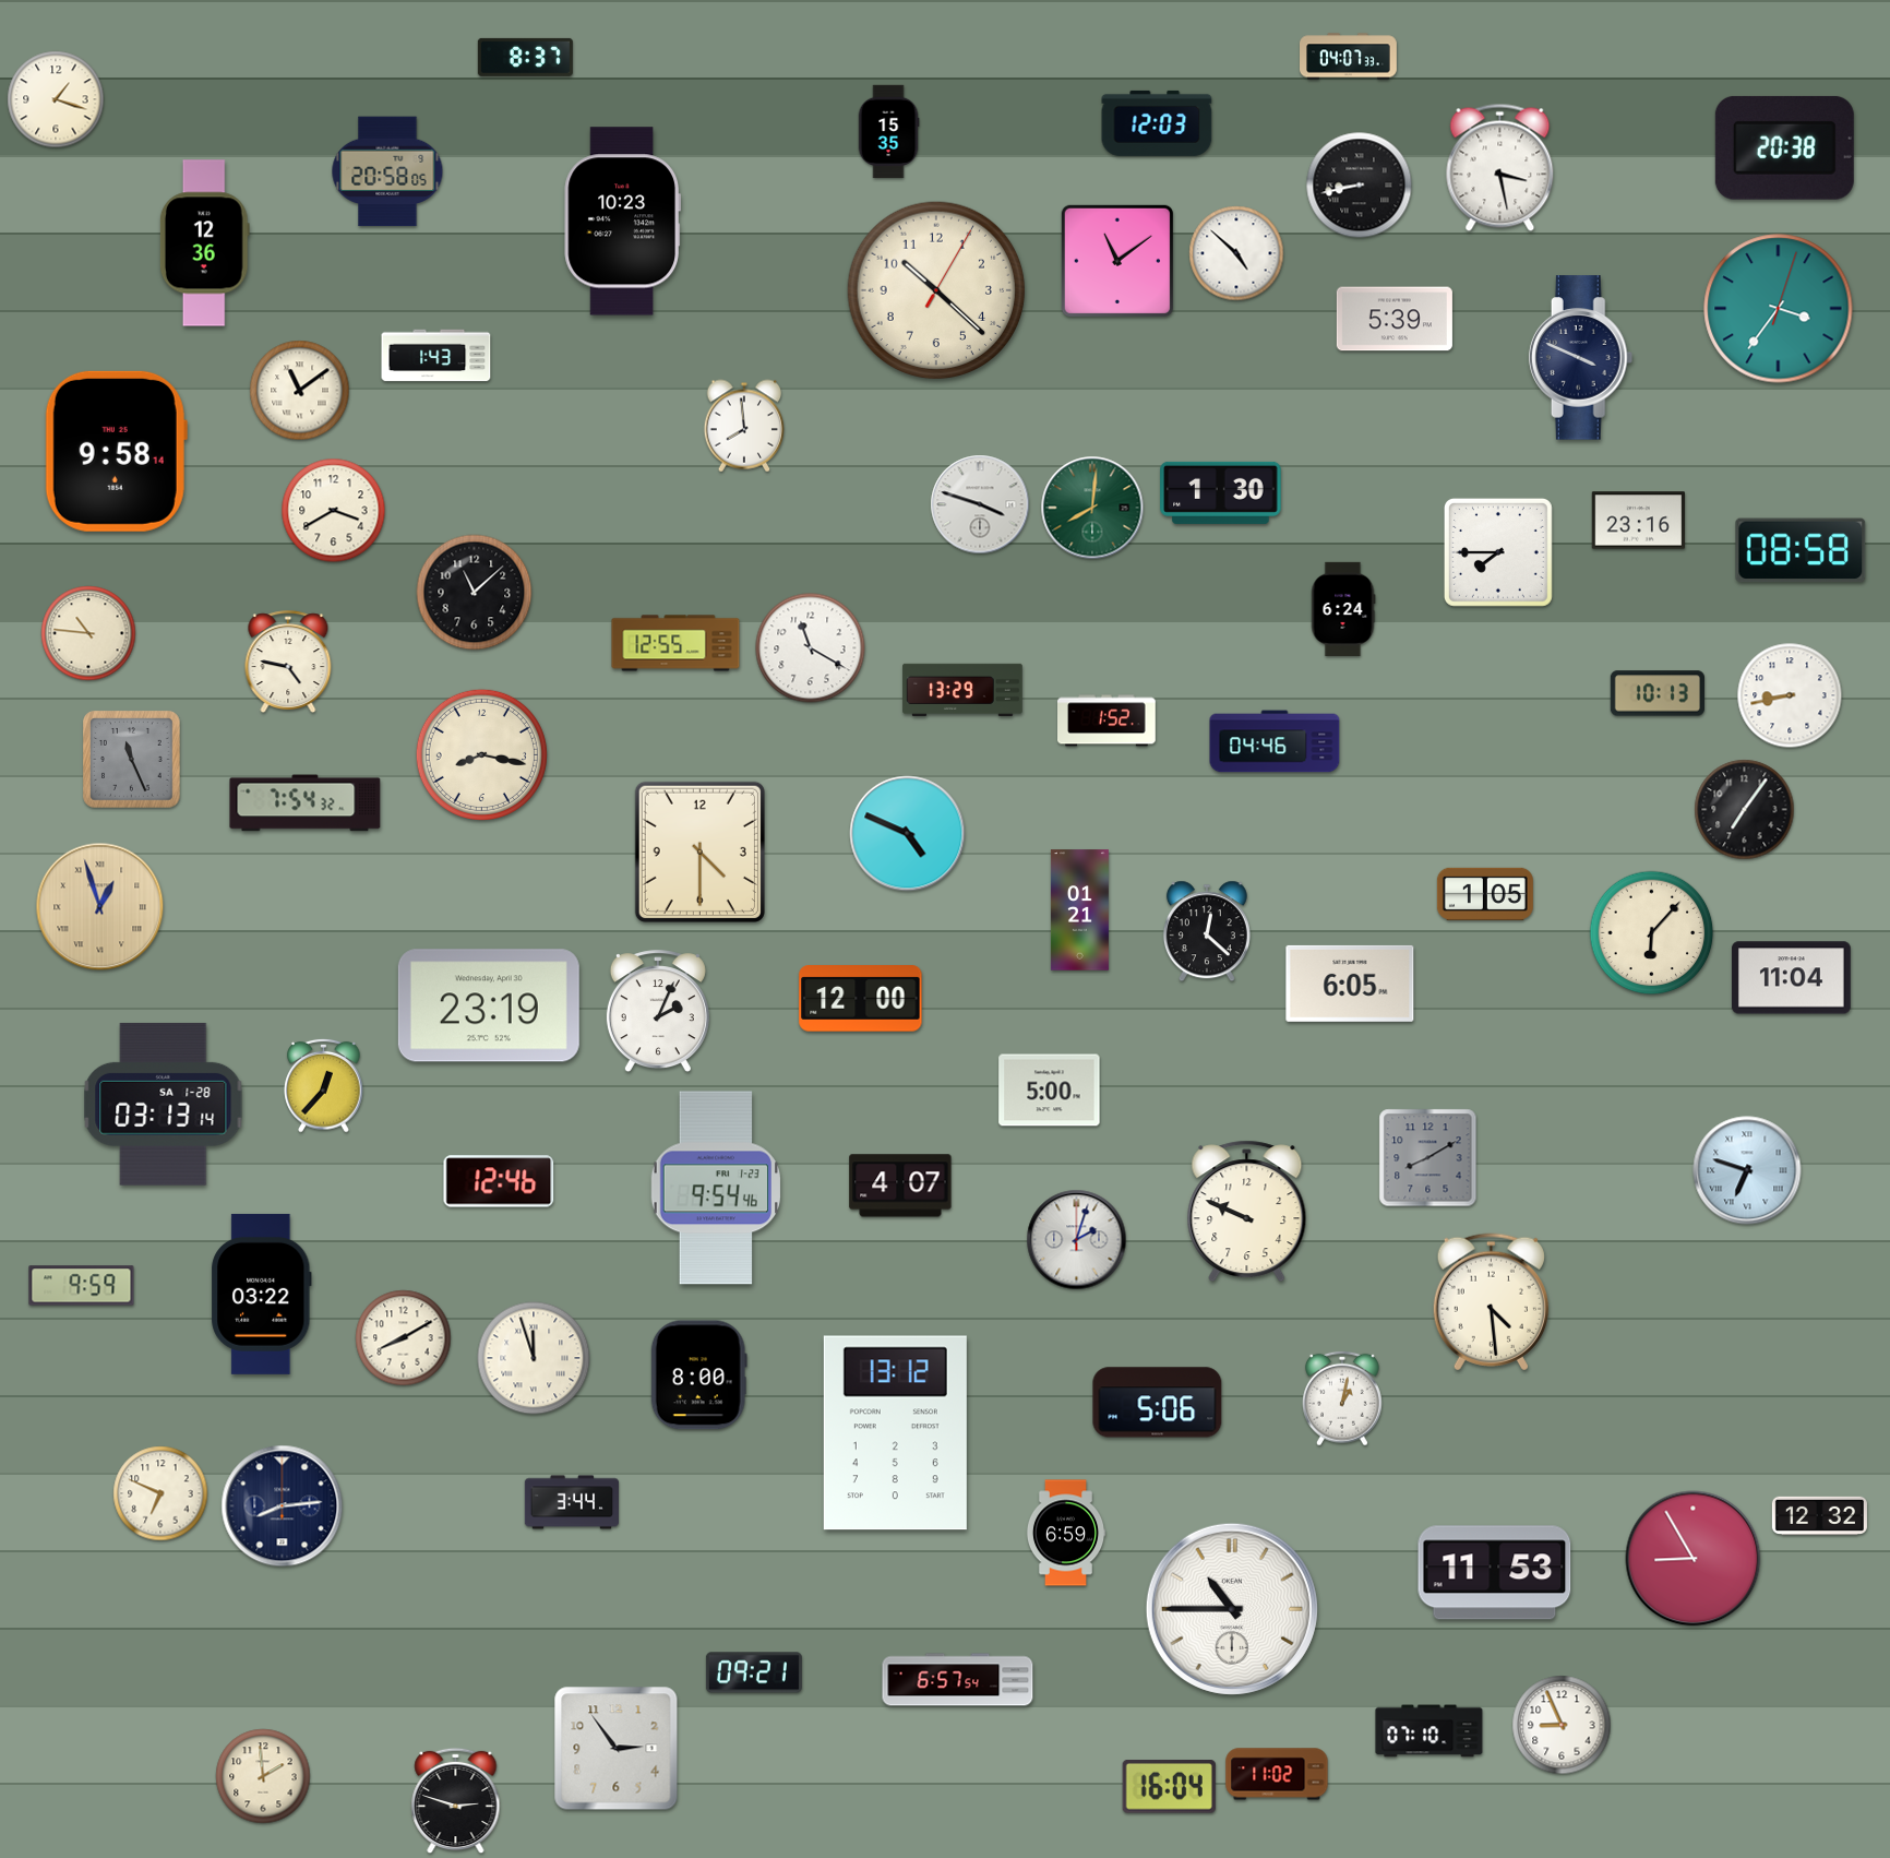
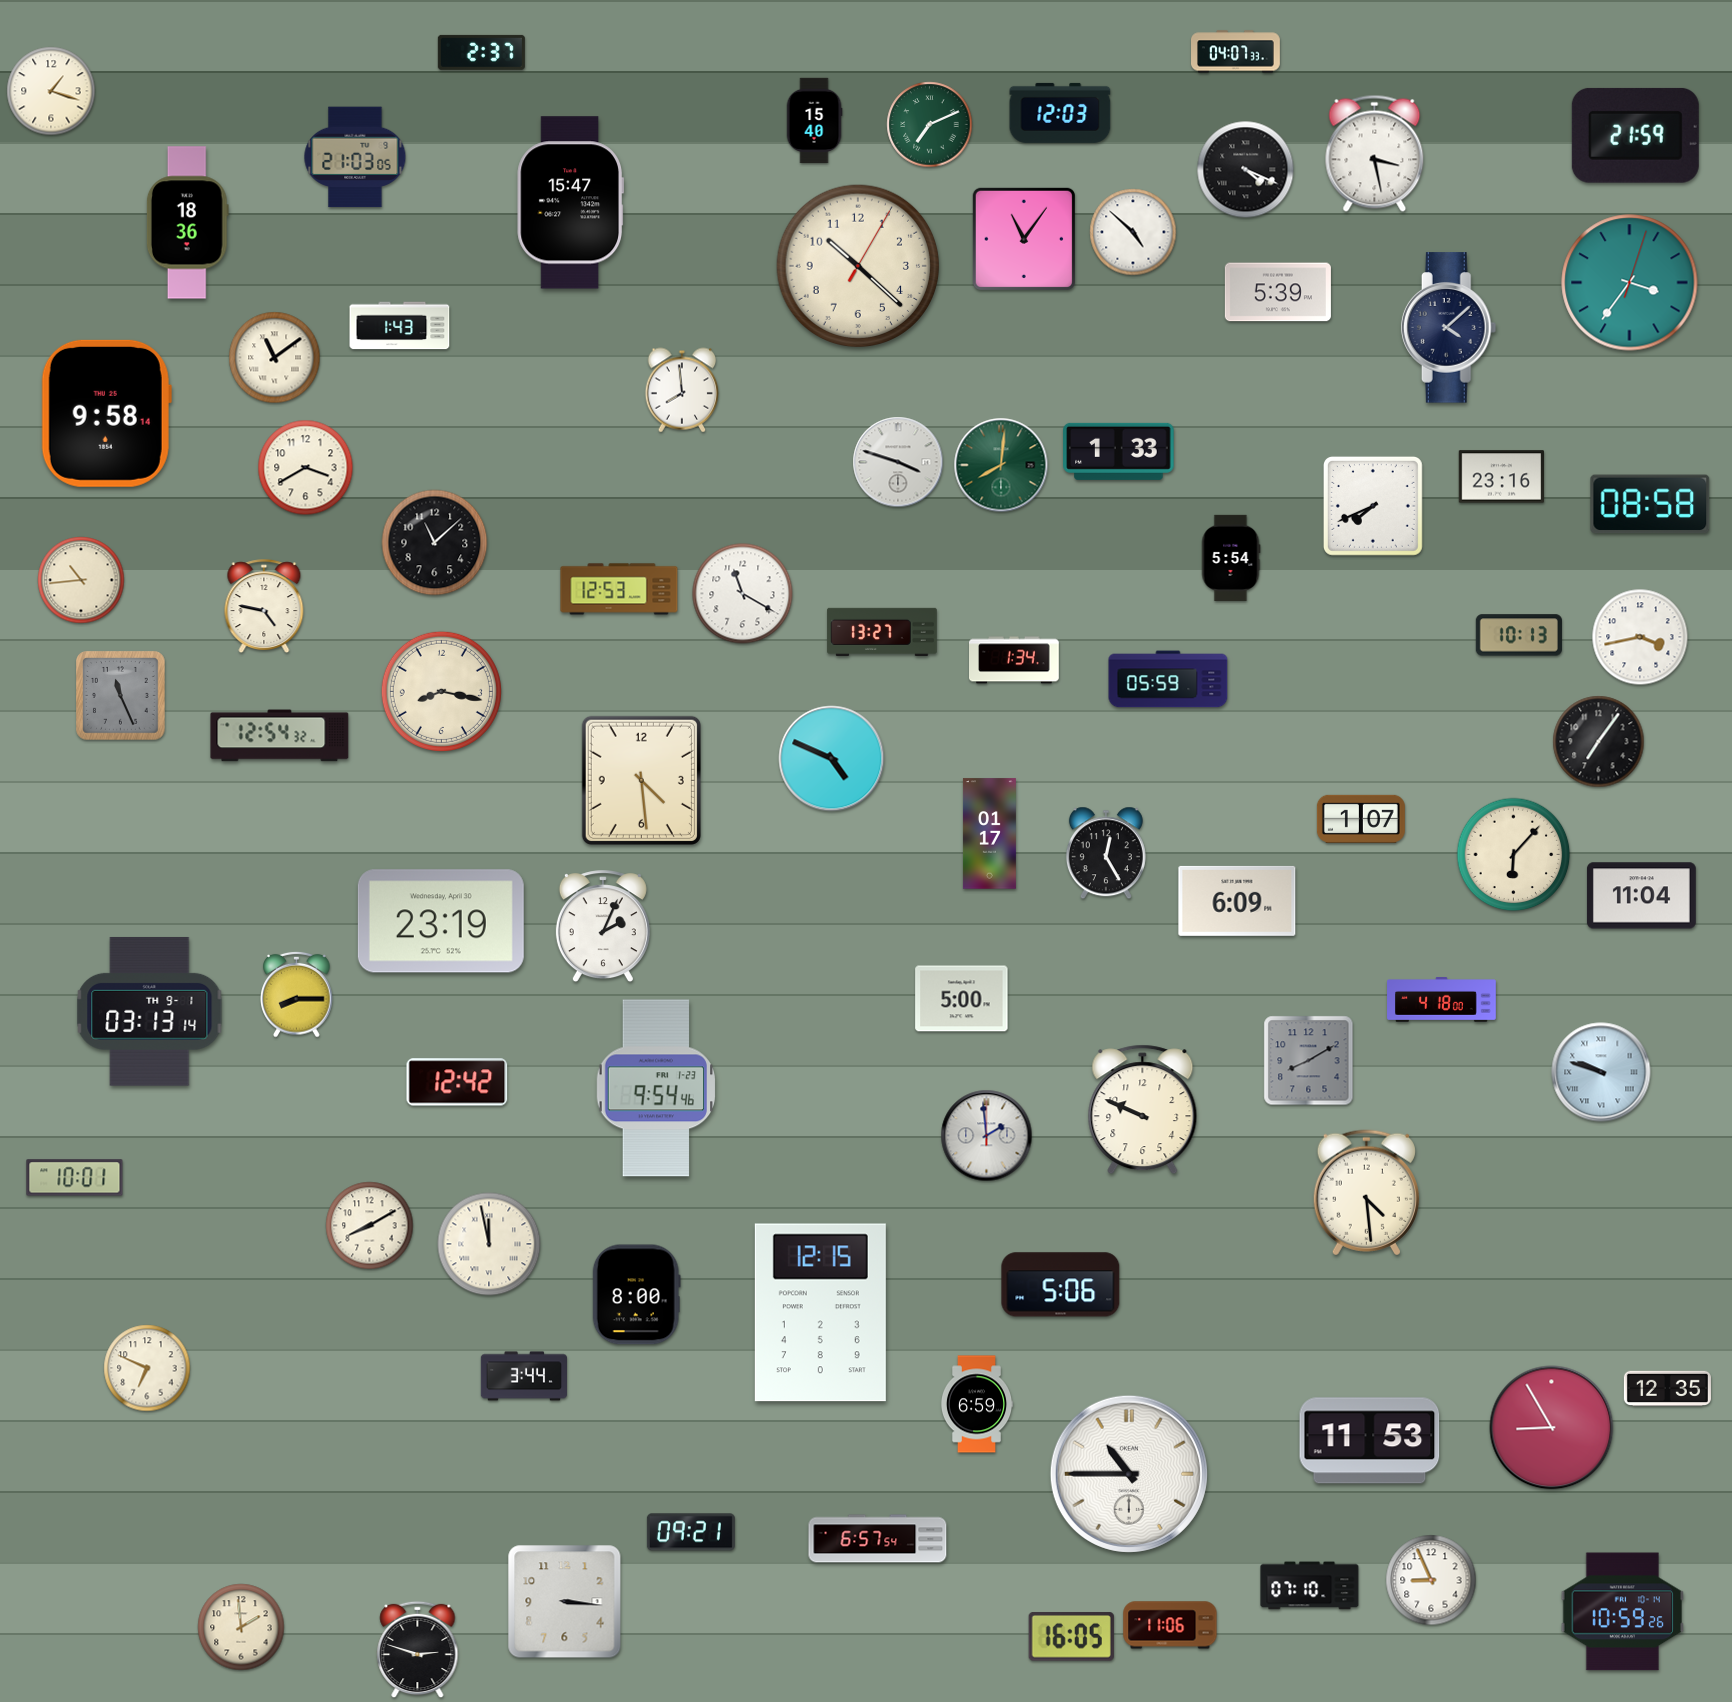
clock at (525, 57): 8:37 -> 2:37
clock at (888, 132): 15:35 -> 15:40
clock at (930, 125): none -> 7:11
clock at (1784, 147): 20:38 -> 21:59
clock at (387, 171): 20:58 -> 21:03
clock at (1360, 186): 8:43 -> 4:19
clock at (622, 222): 10:23 -> 15:47
clock at (204, 243): 12:36 -> 18:36
clock at (1117, 261): 11:09 -> 11:06
clock at (1581, 358): 3:49 -> 4:08
clock at (1221, 492): 1:30 -> 1:33
clock at (1498, 552): 7:45 -> 7:41
clock at (1343, 609): 6:24 -> 5:54
clock at (88, 633): 10:46 -> 10:44
clock at (675, 643): 12:55 -> 12:53
clock at (962, 689): 13:29 -> 13:27
clock at (1790, 695): 8:43 -> 3:43
clock at (1107, 720): 1:52 -> 1:34
clock at (1275, 741): 04:46 -> 05:59
clock at (306, 803): 7:54 -> 12:54
clock at (908, 834) position: (908, 834) -> (832, 759)
clock at (699, 851): 4:30 -> 4:29
clock at (1485, 894): 1:05 -> 1:07
clock at (100, 907): 12:57 -> none
clock at (1079, 910): 01:21 -> 01:17
clock at (1207, 931): 12:22 -> 12:25
clock at (1350, 984): 6:05 -> 6:09
clock at (861, 999): 12:00 -> none
clock at (489, 1005) position: (489, 1005) -> (441, 921)
clock at (324, 1085): 12:37 -> 8:15
clock at (1442, 1000): none -> 4:18
clock at (164, 1104) date: SA 1-28 -> TH 9-1
clock at (1747, 1170): 6:48 -> 9:48
clock at (499, 1181): 12:46 -> 12:42
clock at (900, 1186): 4:07 -> none
clock at (1077, 1240): 2:03 -> 1:59
clock at (82, 1286): 9:59 -> 10:01
clock at (262, 1294): 03:22 -> none
clock at (534, 1358): 11:57 -> 11:58
clock at (698, 1375) position: (698, 1375) -> (636, 1295)
clock at (1343, 1398): 1:02 -> none
clock at (895, 1433): 13:12 -> 12:15
clock at (283, 1506): 8:14 -> none
clock at (1819, 1516): 12:32 -> 12:35
clock at (617, 1749): 2:54 -> 3:16
clock at (1622, 1612): none -> 10:59
clock at (1277, 1774): 11:02 -> 11:06
clock at (1169, 1787): 16:04 -> 16:05
